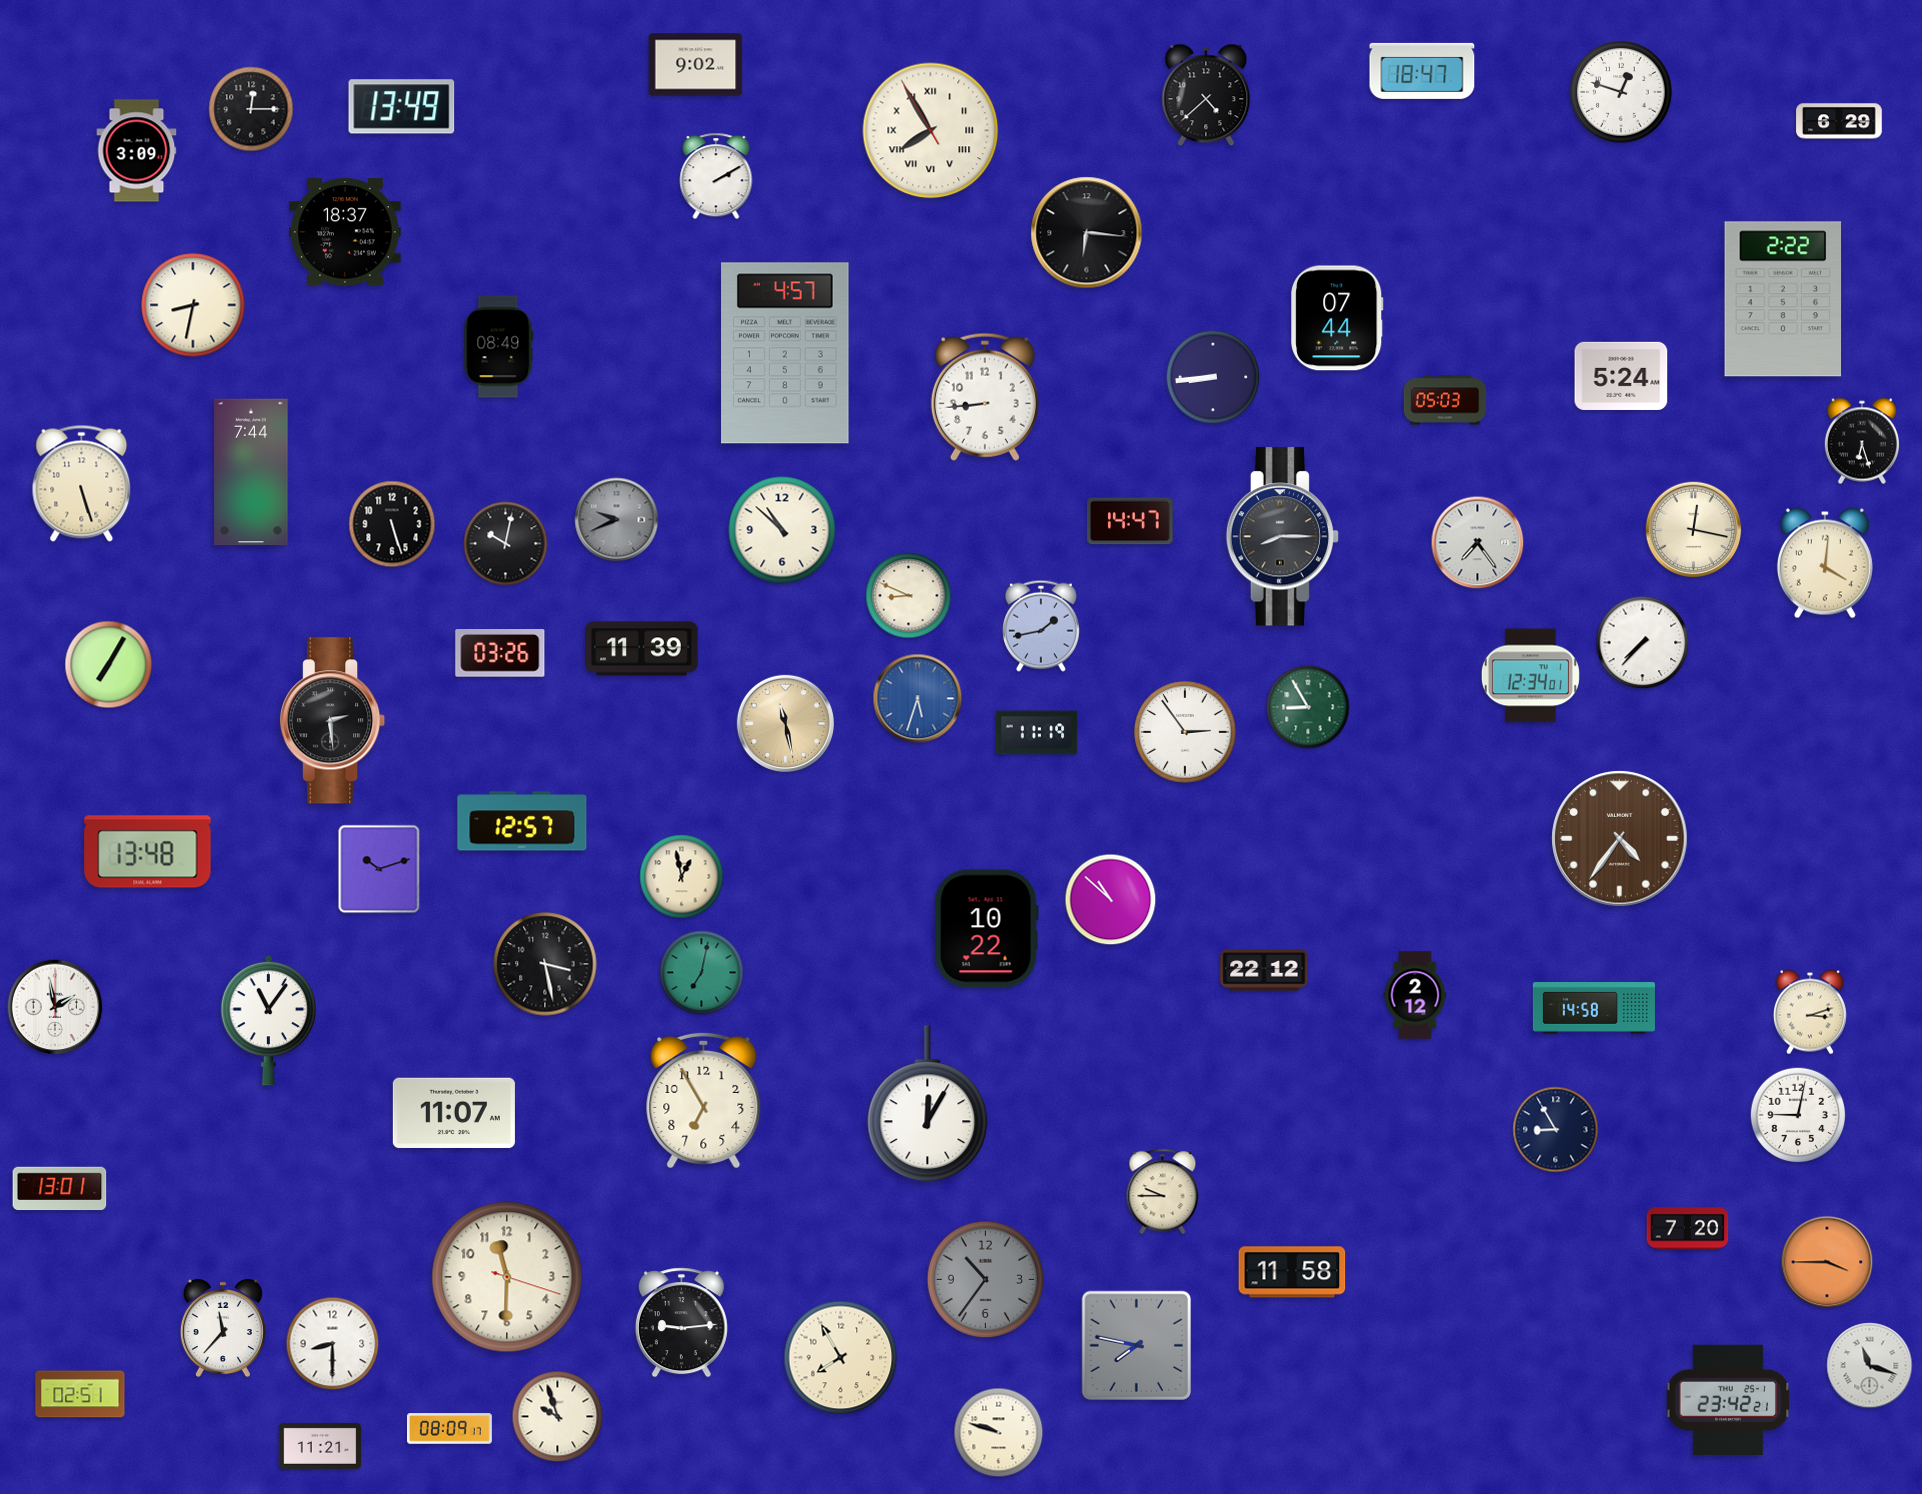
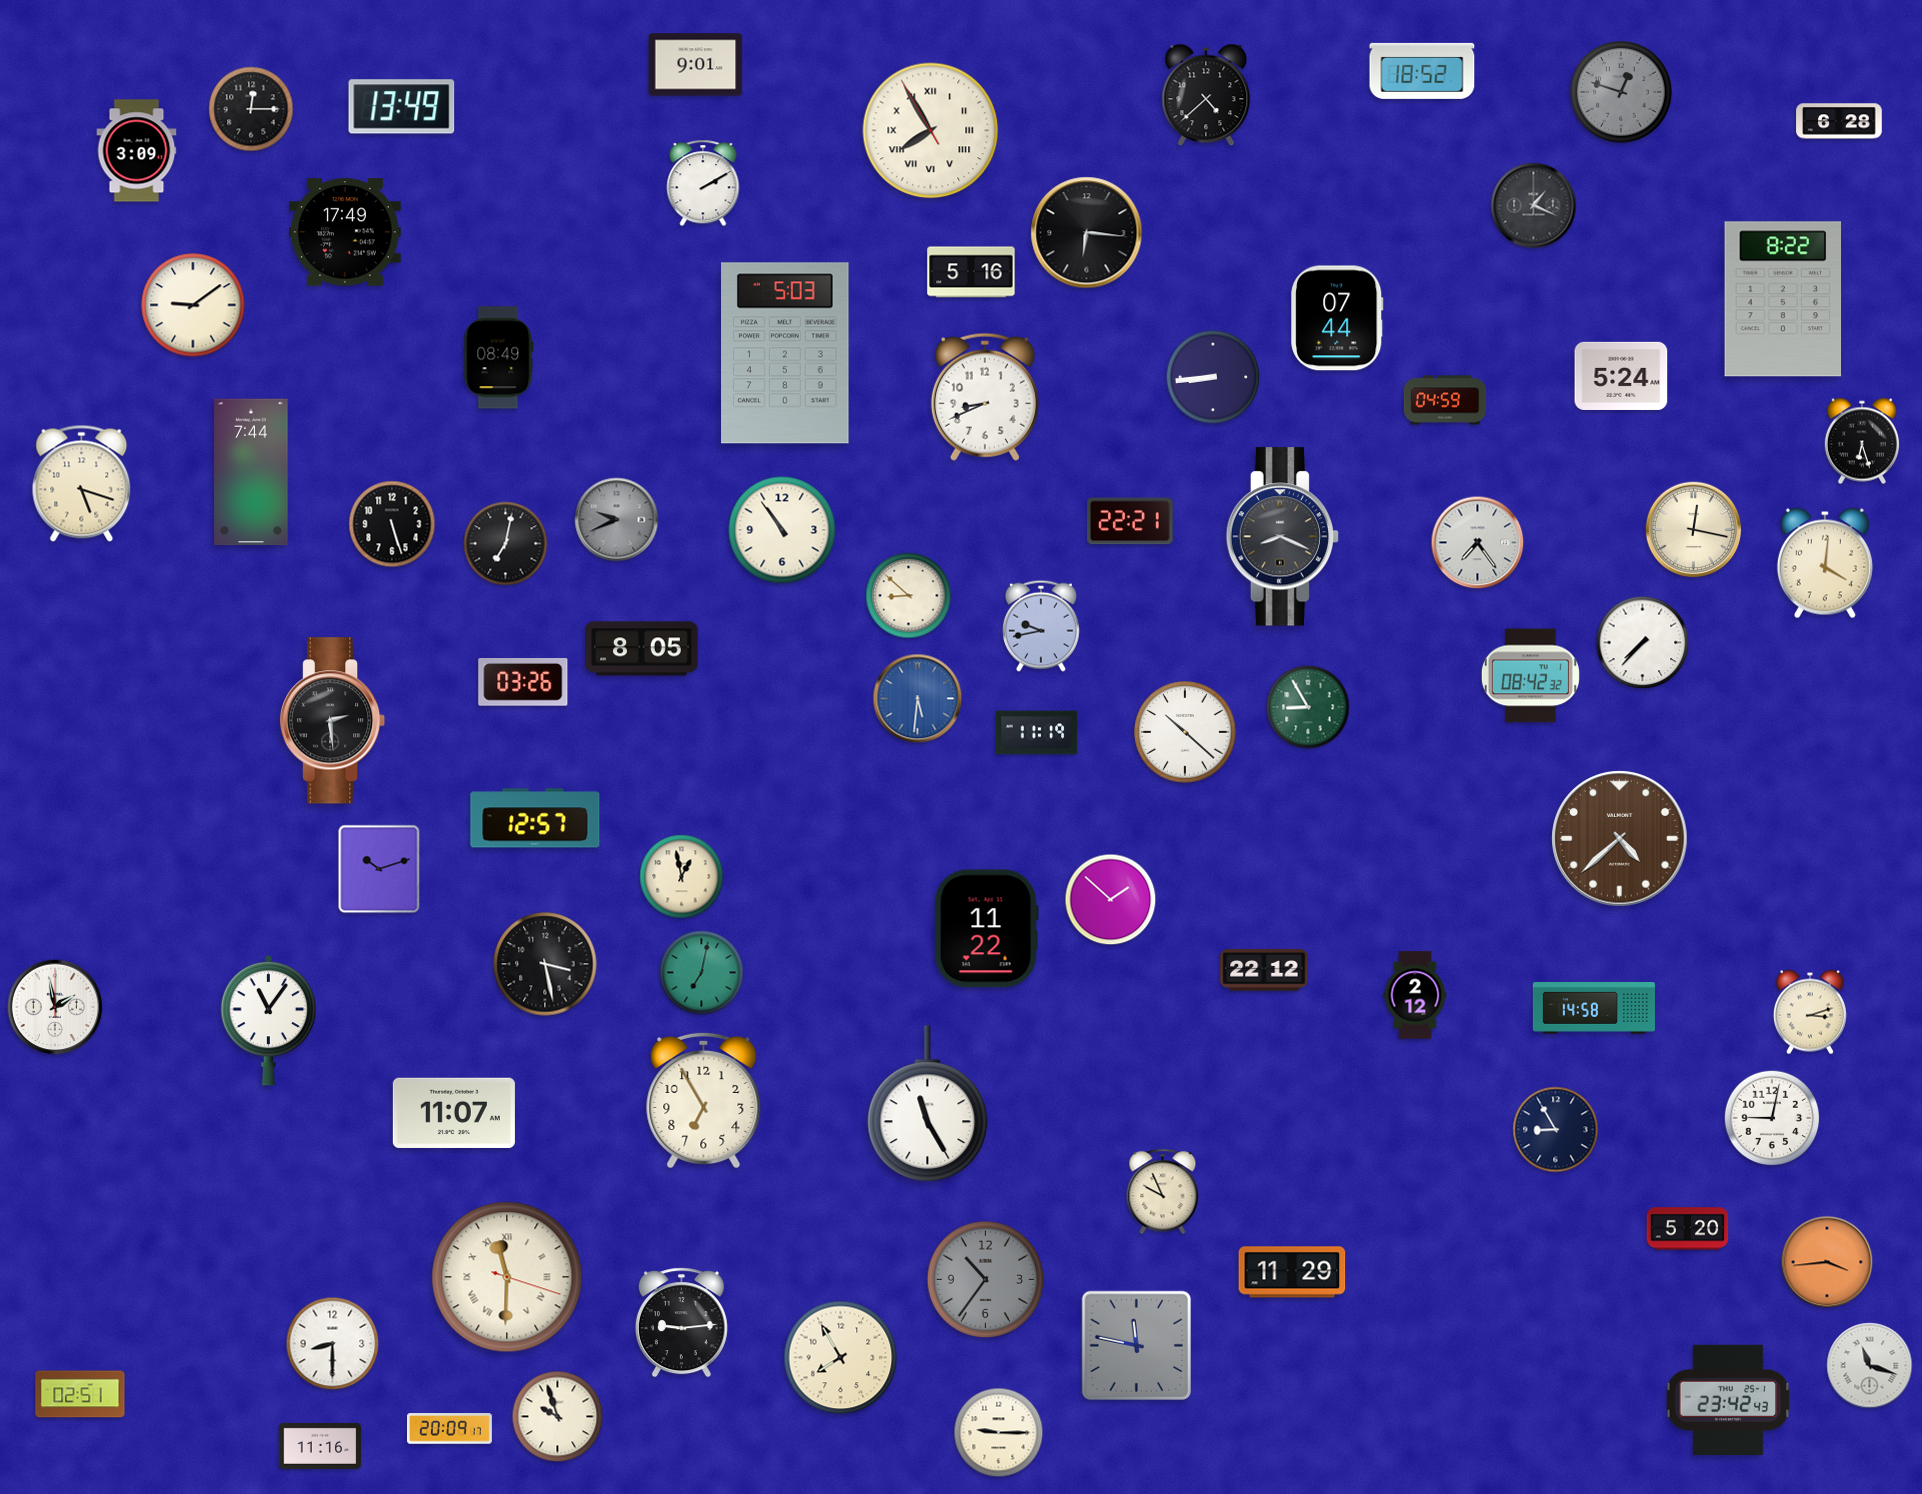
clock at (696, 65): 9:02 -> 9:01
clock at (1422, 71): 18:47 -> 18:52
clock at (1621, 92) dial: white -> grey
clock at (1839, 121): 6:29 -> 6:28
clock at (716, 176) position: (716, 176) -> (703, 183)
clock at (1534, 206): none -> 1:19
clock at (346, 232): 18:37 -> 17:49
clock at (971, 272): none -> 5:16
clock at (1783, 299): 2:22 -> 8:22
clock at (193, 305): 8:32 -> 9:09
clock at (499, 347) position: (499, 347) -> (499, 358)
clock at (785, 353): 4:57 -> 5:03
clock at (985, 397): 8:44 -> 8:41
clock at (1445, 400): 05:03 -> 04:59
clock at (82, 483): 5:27 -> 5:18
clock at (1130, 521): 14:47 -> 22:21
clock at (782, 530): 10:52 -> 10:54
clock at (1283, 537): 8:15 -> 8:19
clock at (506, 544): 10:02 -> 7:02
clock at (909, 596): 8:49 -> 8:52
clock at (1041, 626): 1:43 -> 9:43
clock at (642, 649): 11:39 -> 8:05
clock at (500, 654) position: (500, 654) -> (523, 683)
clock at (109, 665): 7:05 -> none
clock at (1530, 676): 12:34 -> 08:42
clock at (918, 699): 5:33 -> 5:31
clock at (785, 723): 11:28 -> none
clock at (1185, 732): 2:54 -> 10:22
clock at (522, 821) position: (522, 821) -> (535, 818)
clock at (1620, 839): 4:36 -> 4:38
clock at (148, 852): 13:48 -> none
clock at (1111, 900): 10:52 -> 1:52
clock at (986, 929): 10:22 -> 11:22
clock at (928, 1103): 12:05 -> 11:25
clock at (1798, 1115) position: (1798, 1115) -> (1772, 1118)
clock at (60, 1189): 13:01 -> none
clock at (1163, 1192): 9:45 -> 9:56
clock at (1688, 1229): 7:20 -> 5:20
clock at (1827, 1262): 3:45 -> 3:44
clock at (1292, 1272): 11:58 -> 11:29
clock at (507, 1277) numerals: Arabic -> Roman
clock at (223, 1328): 11:37 -> none
clock at (1136, 1345): 7:47 -> 11:47
clock at (1728, 1399): 23:42:21 -> 23:42:43
clock at (450, 1429): 08:09 -> 20:09
clock at (999, 1433): 9:48 -> 9:15
clock at (320, 1446): 11:21 -> 11:16
